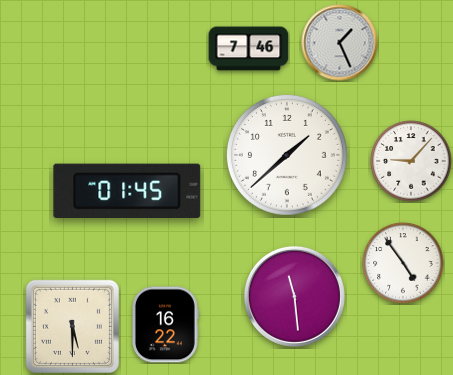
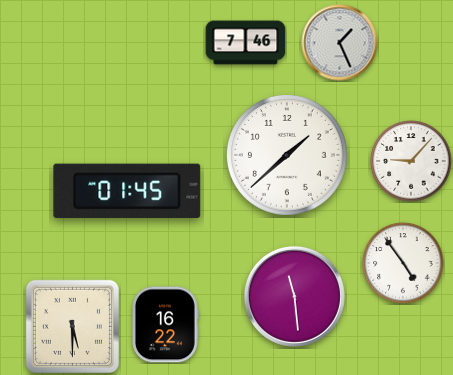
clock at (249, 49) position: (249, 49) -> (246, 43)
